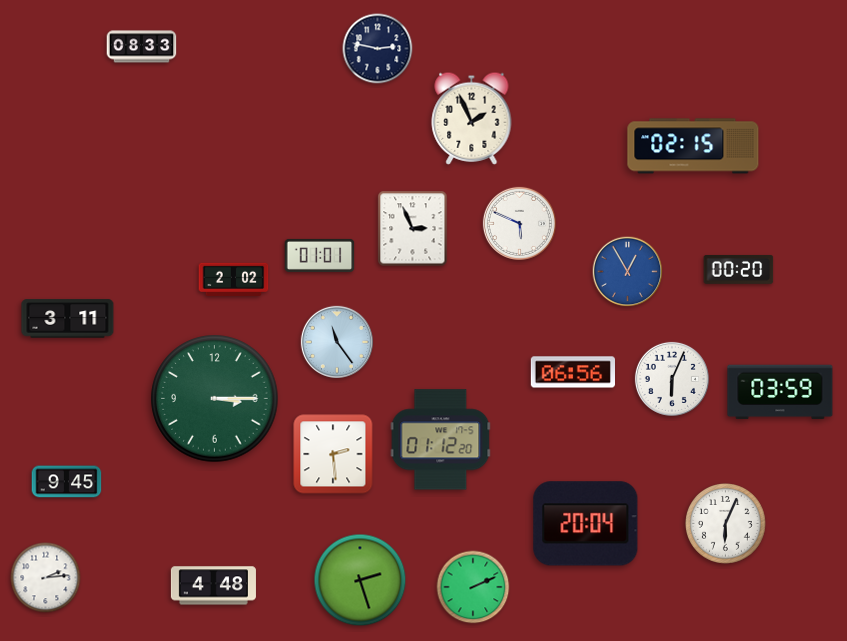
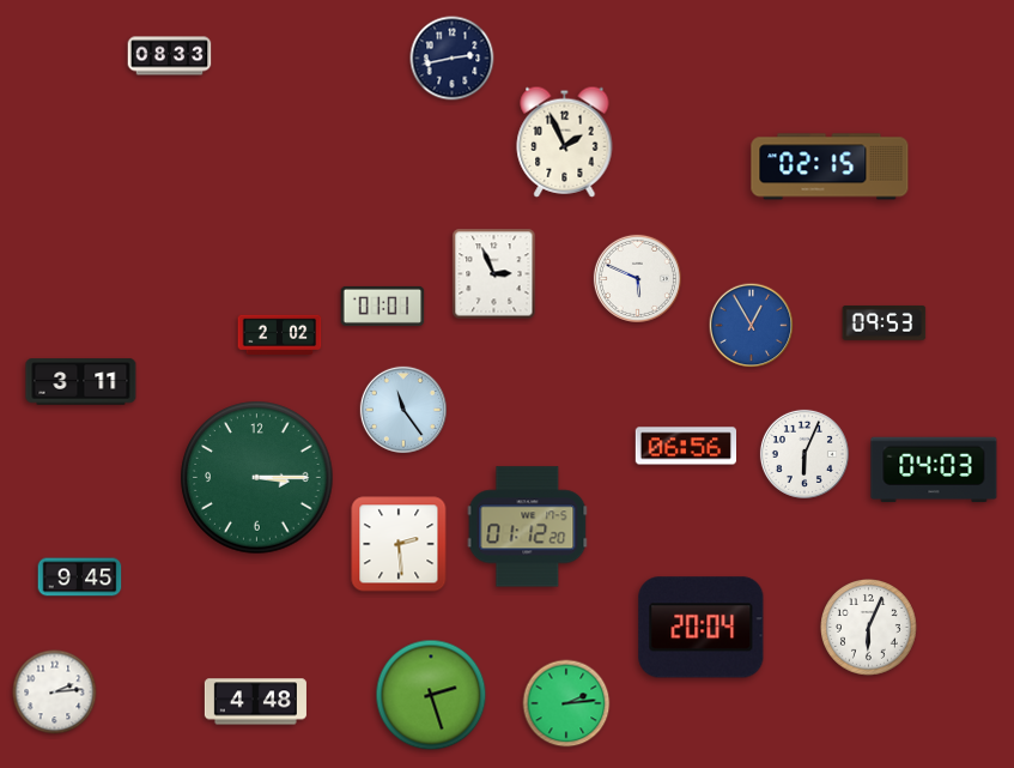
clock at (378, 49): 2:47 -> 2:43
clock at (693, 146) position: (693, 146) -> (830, 167)
clock at (519, 223) position: (519, 223) -> (637, 278)
clock at (739, 269): 00:20 -> 09:53
clock at (780, 392): 03:59 -> 04:03
clock at (473, 587): 2:11 -> 2:14
